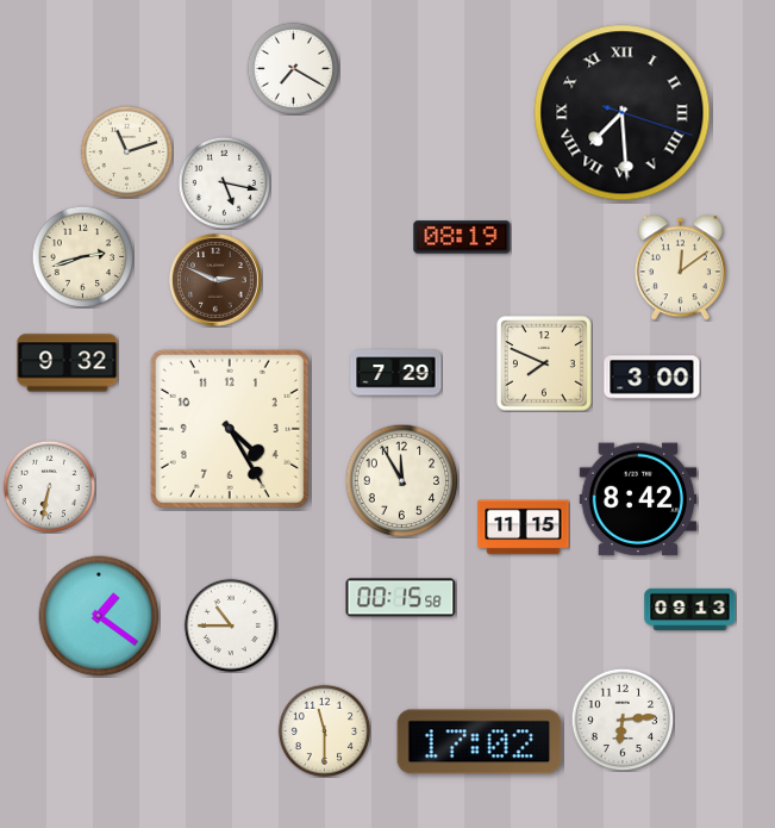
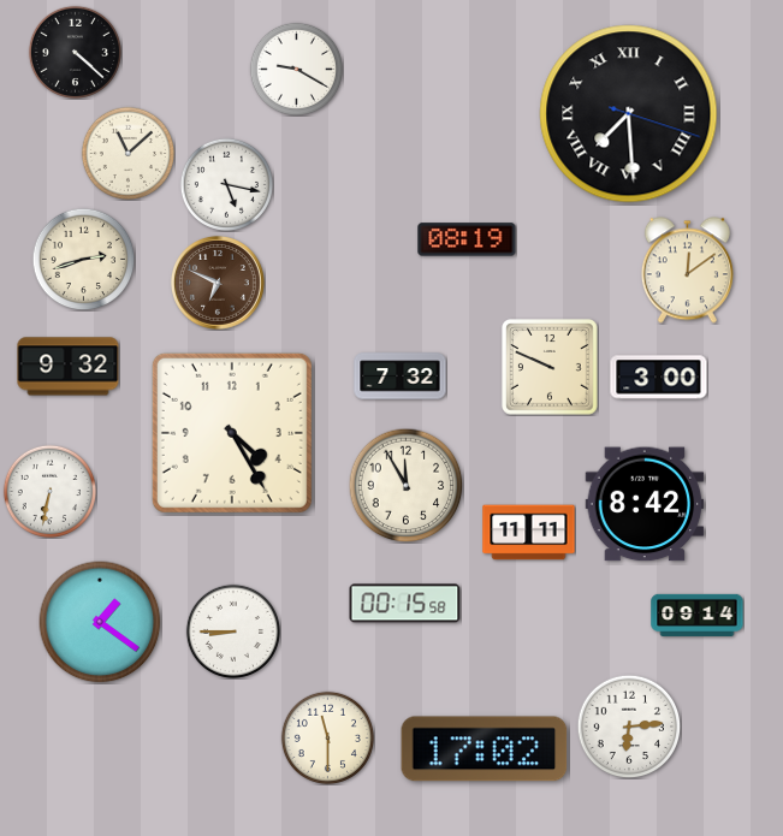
clock at (75, 52): none -> 4:22
clock at (293, 68): 7:20 -> 9:20
clock at (126, 151): 11:12 -> 11:08
clock at (215, 280): 2:49 -> 6:49
clock at (544, 363): 7:49 -> 9:49
clock at (396, 373): 7:29 -> 7:32
clock at (652, 378) position: (652, 378) -> (659, 378)
clock at (524, 528): 11:15 -> 11:11
clock at (690, 609): 09:13 -> 09:14
clock at (230, 624): 10:45 -> 8:45
